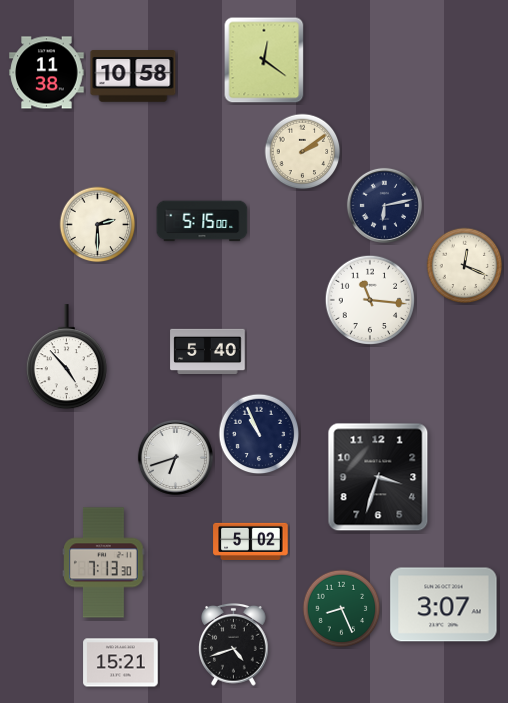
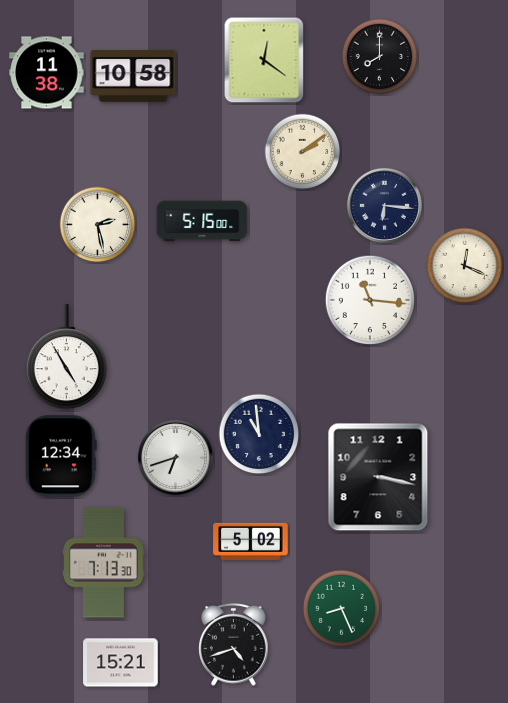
clock at (380, 57): none -> 8:00
clock at (384, 205): 6:13 -> 6:16
clock at (98, 225): 2:30 -> 2:28
clock at (208, 352): 5:40 -> none
clock at (66, 357): 4:53 -> 4:55
clock at (259, 434): 10:56 -> 10:59
clock at (61, 456): none -> 12:34
clock at (378, 477): 3:33 -> 3:17
clock at (444, 605): 3:07 -> none
